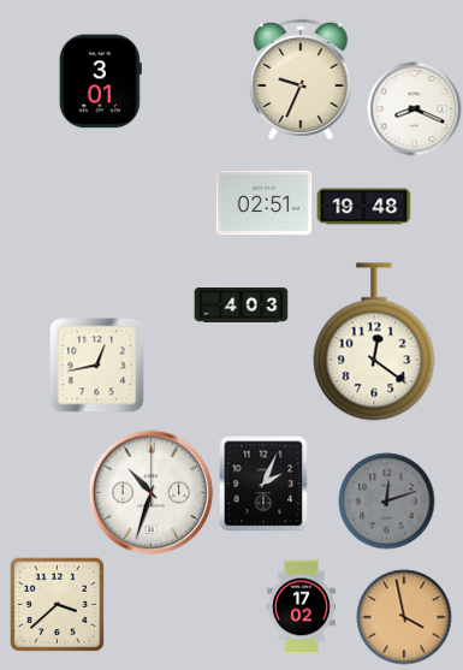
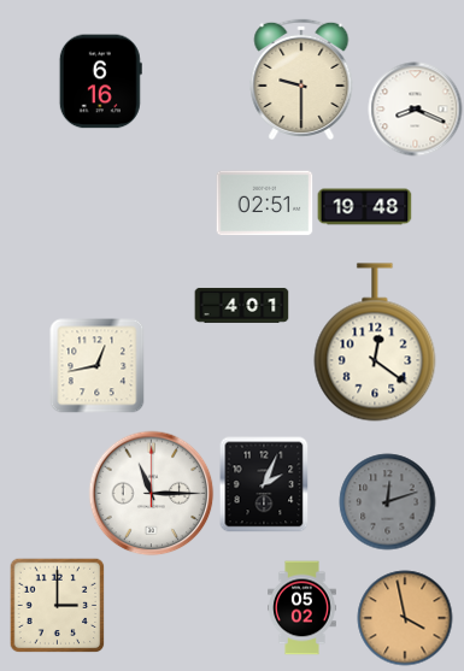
clock at (301, 79): 9:34 -> 9:30
clock at (100, 81): 3:01 -> 6:16
clock at (241, 304): 4:03 -> 4:01
clock at (150, 492): 10:33 -> 11:15
clock at (57, 604): 3:38 -> 3:00
clock at (302, 606): 17:02 -> 05:02
